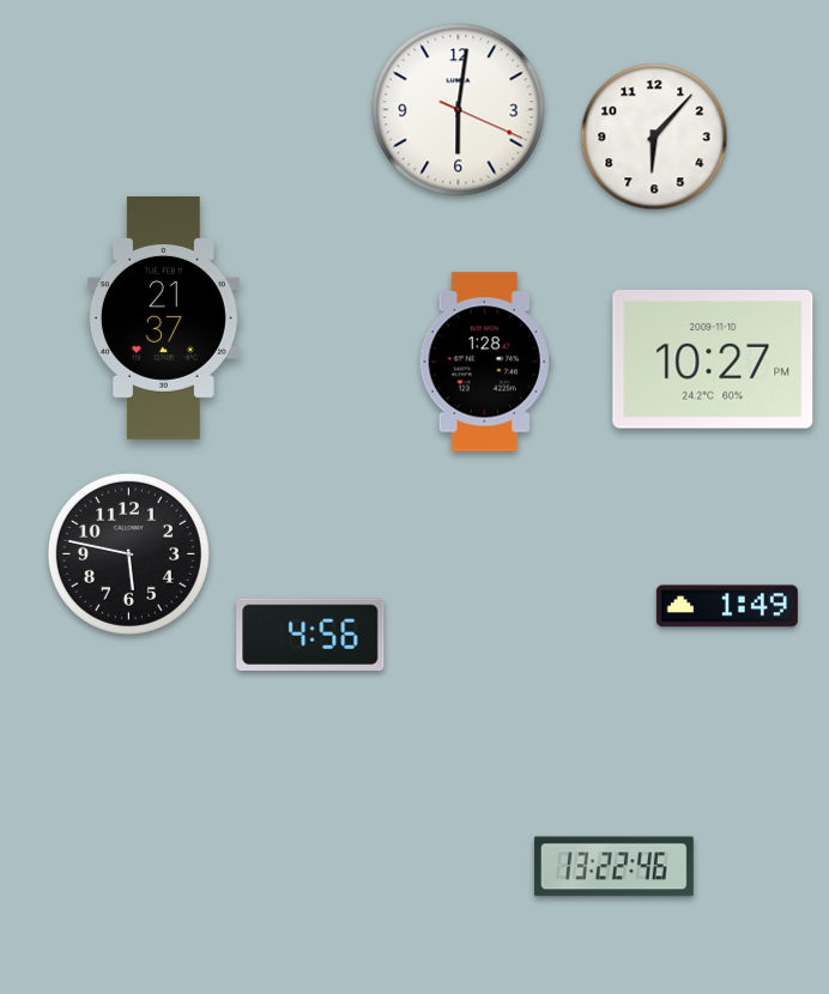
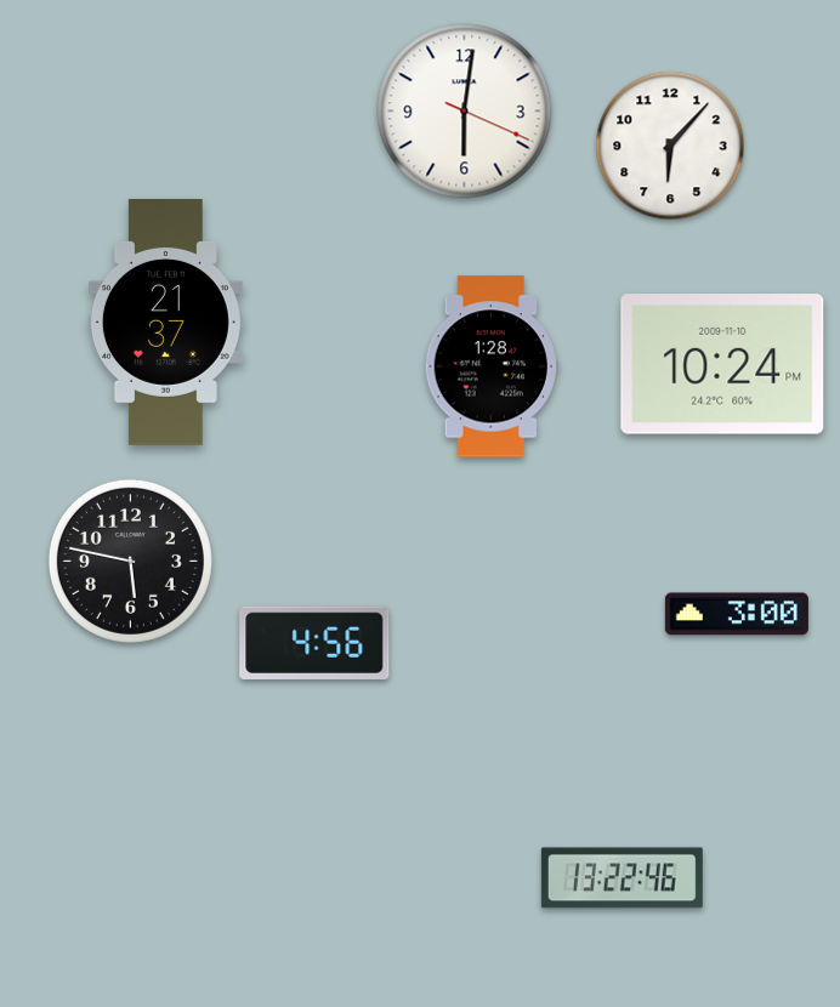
clock at (654, 137) position: (654, 137) -> (670, 146)
clock at (713, 359): 10:27 -> 10:24
clock at (727, 606): 1:49 -> 3:00
